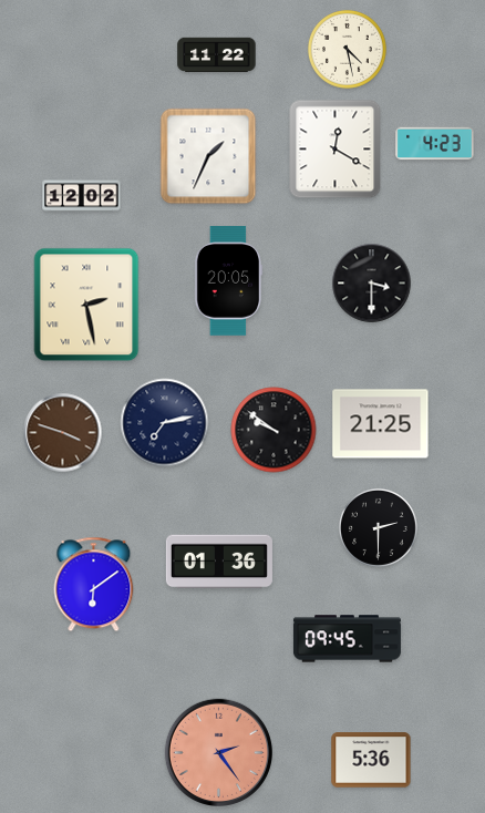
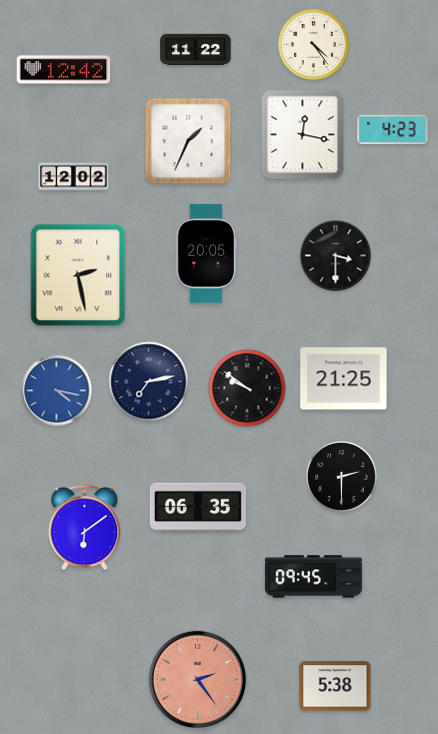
clock at (347, 49): 4:28 -> 4:24
clock at (64, 70): none -> 12:42
clock at (336, 150): 12:20 -> 12:17
clock at (381, 424) position: (381, 424) -> (344, 379)
clock at (63, 433): 3:48 -> 4:17
clock at (63, 433) dial: brown -> blue
clock at (219, 562): 01:36 -> 06:35
clock at (371, 760): 5:36 -> 5:38
